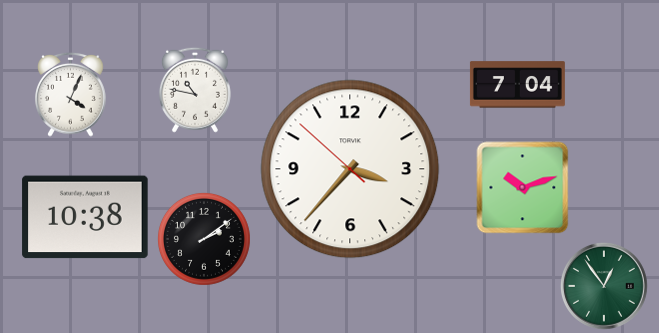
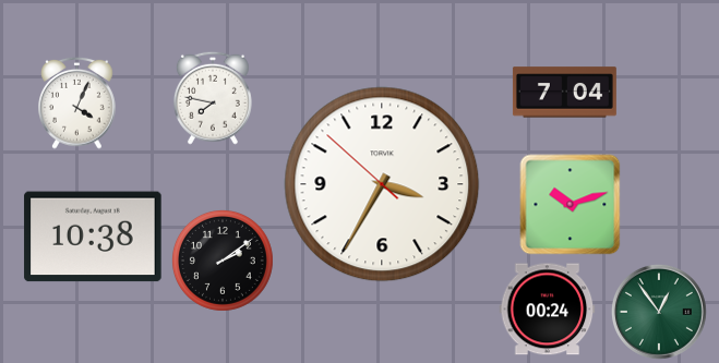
clock at (195, 90): 10:47 -> 7:47
clock at (350, 169): 3:36 -> 3:34
clock at (548, 310): none -> 00:24
